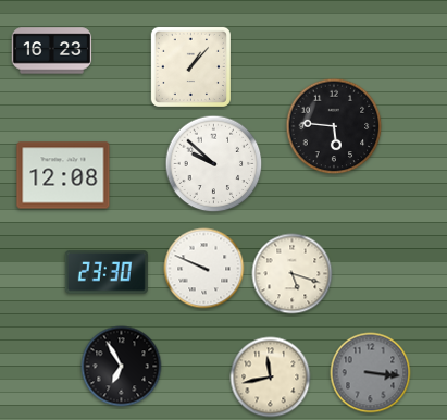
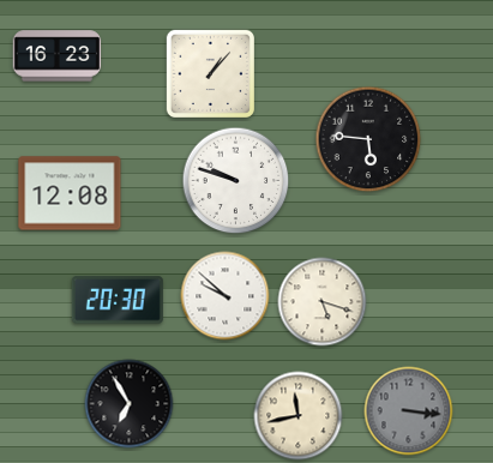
clock at (214, 164): 9:52 -> 9:48
clock at (204, 269): 9:49 -> 9:52
clock at (107, 272): 23:30 -> 20:30
clock at (122, 367) position: (122, 367) -> (130, 404)
